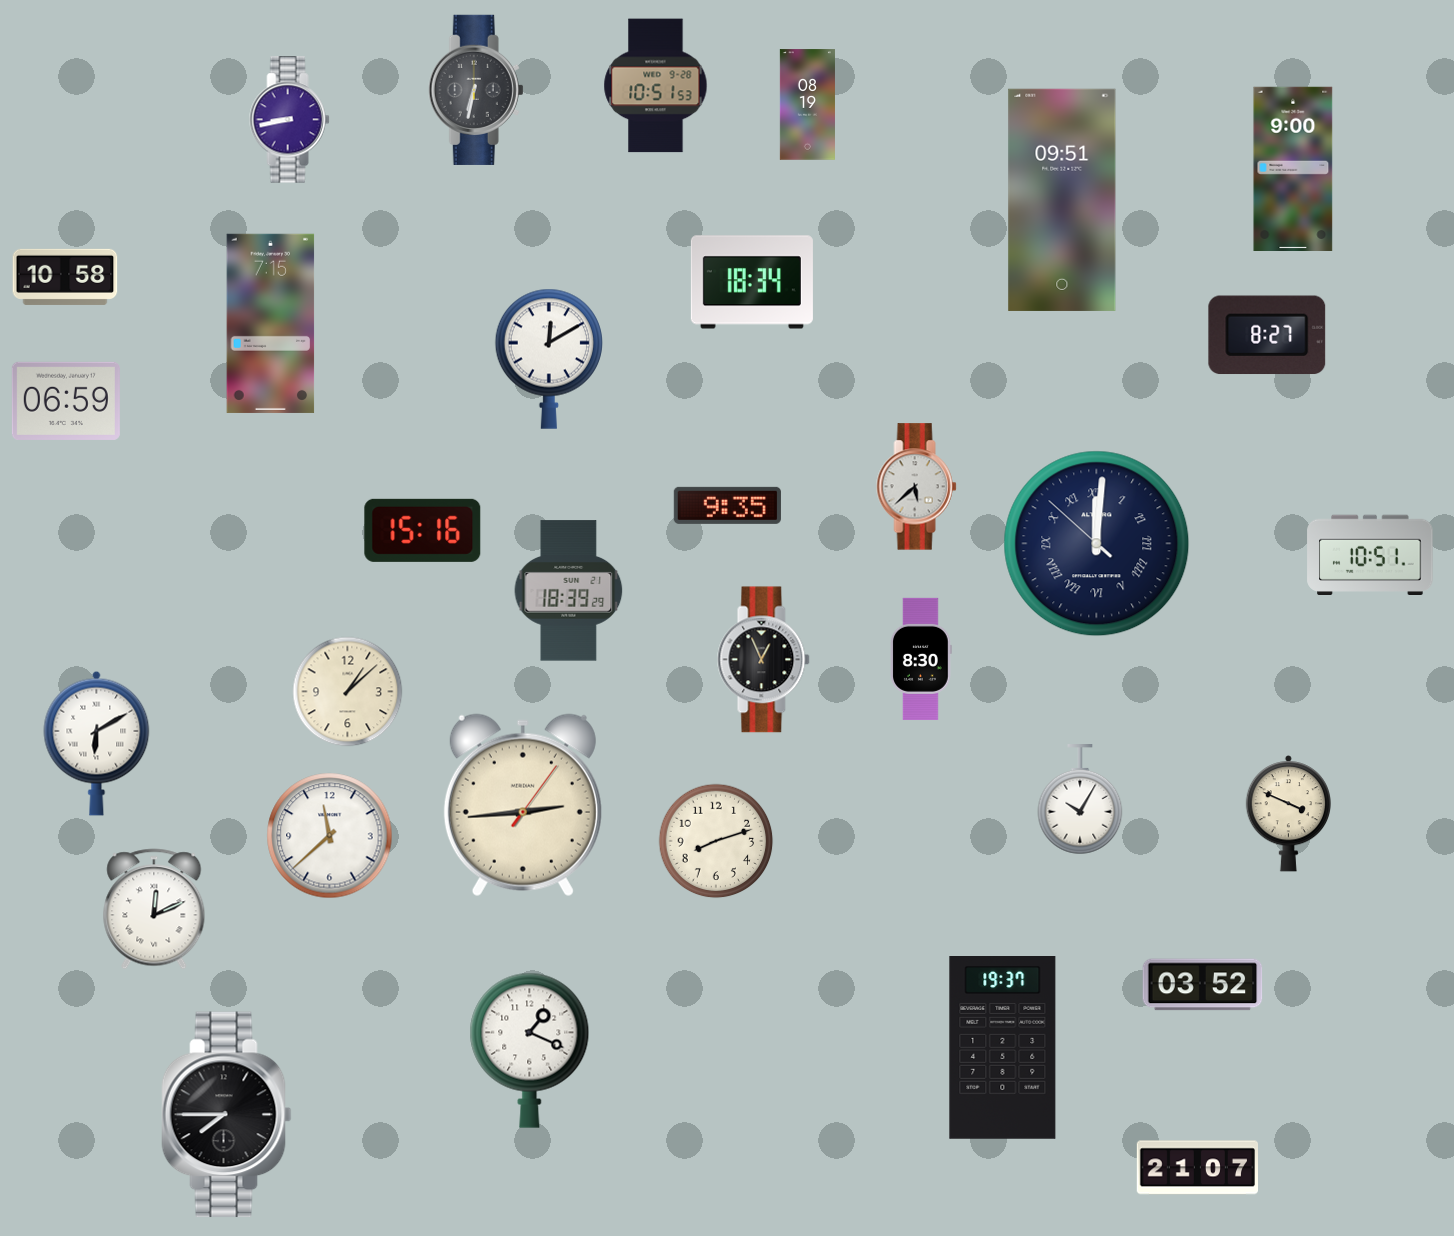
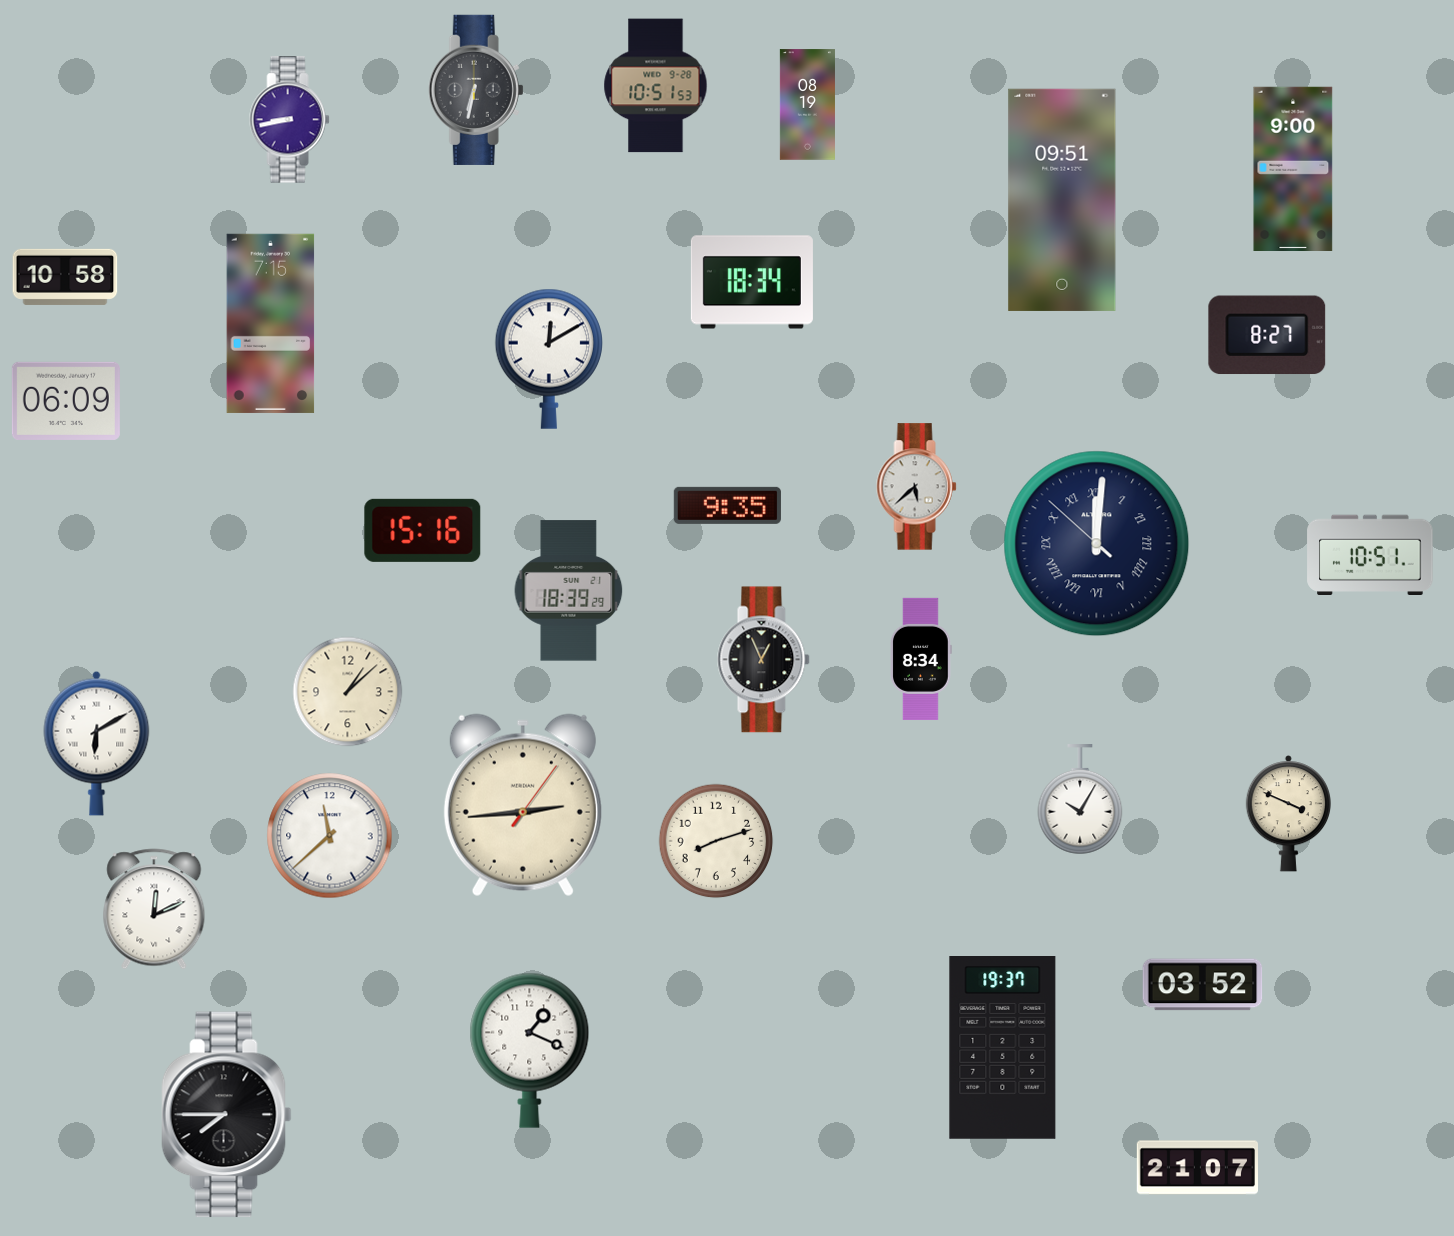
clock at (66, 401): 06:59 -> 06:09
clock at (922, 659): 8:30 -> 8:34
